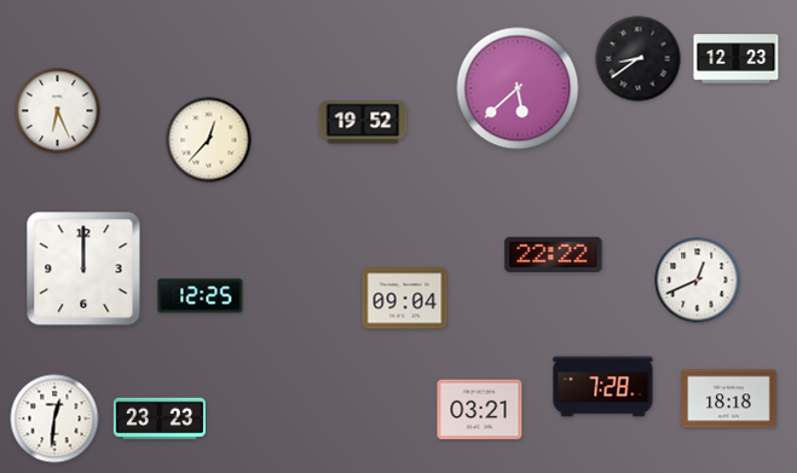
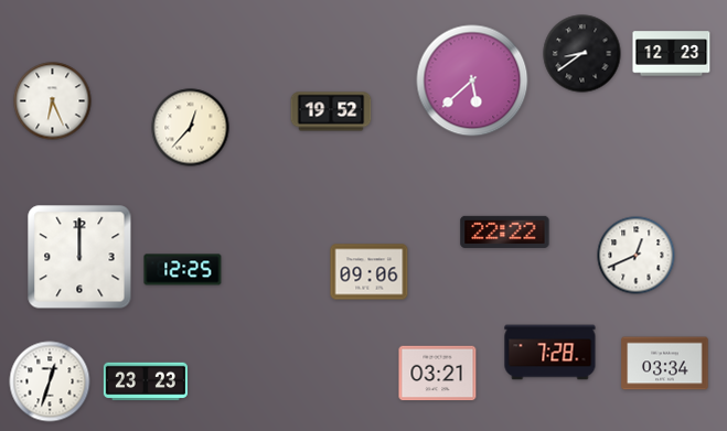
clock at (83, 269) position: (83, 269) -> (79, 257)
clock at (405, 299): 09:04 -> 09:06
clock at (729, 399): 18:18 -> 03:34
clock at (54, 419): 12:31 -> 12:33
